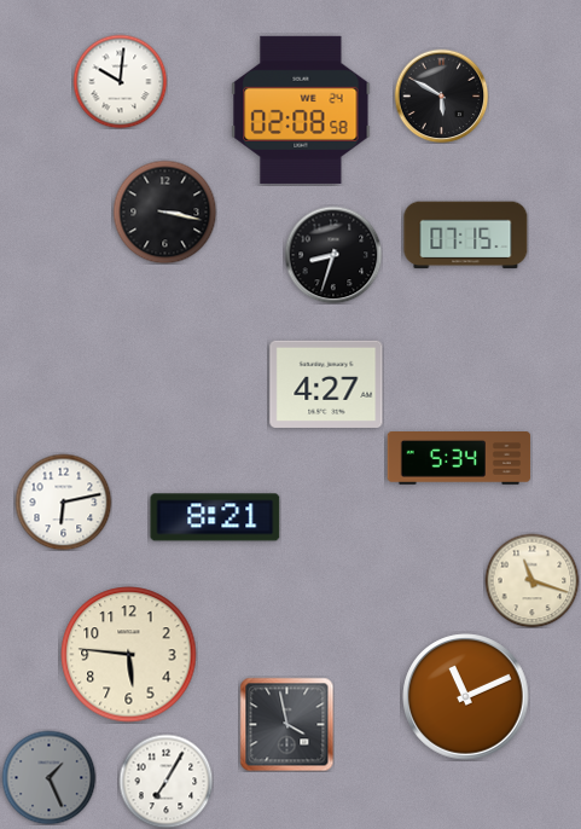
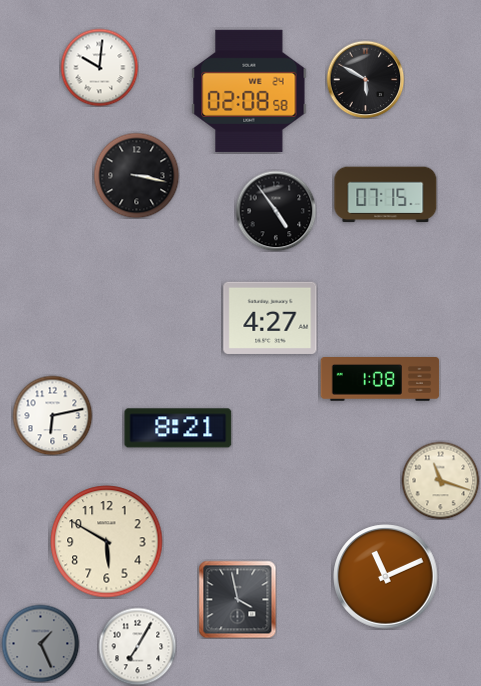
clock at (333, 255): 8:33 -> 4:54
clock at (459, 459): 5:34 -> 1:08
clock at (129, 655): 5:46 -> 5:50
